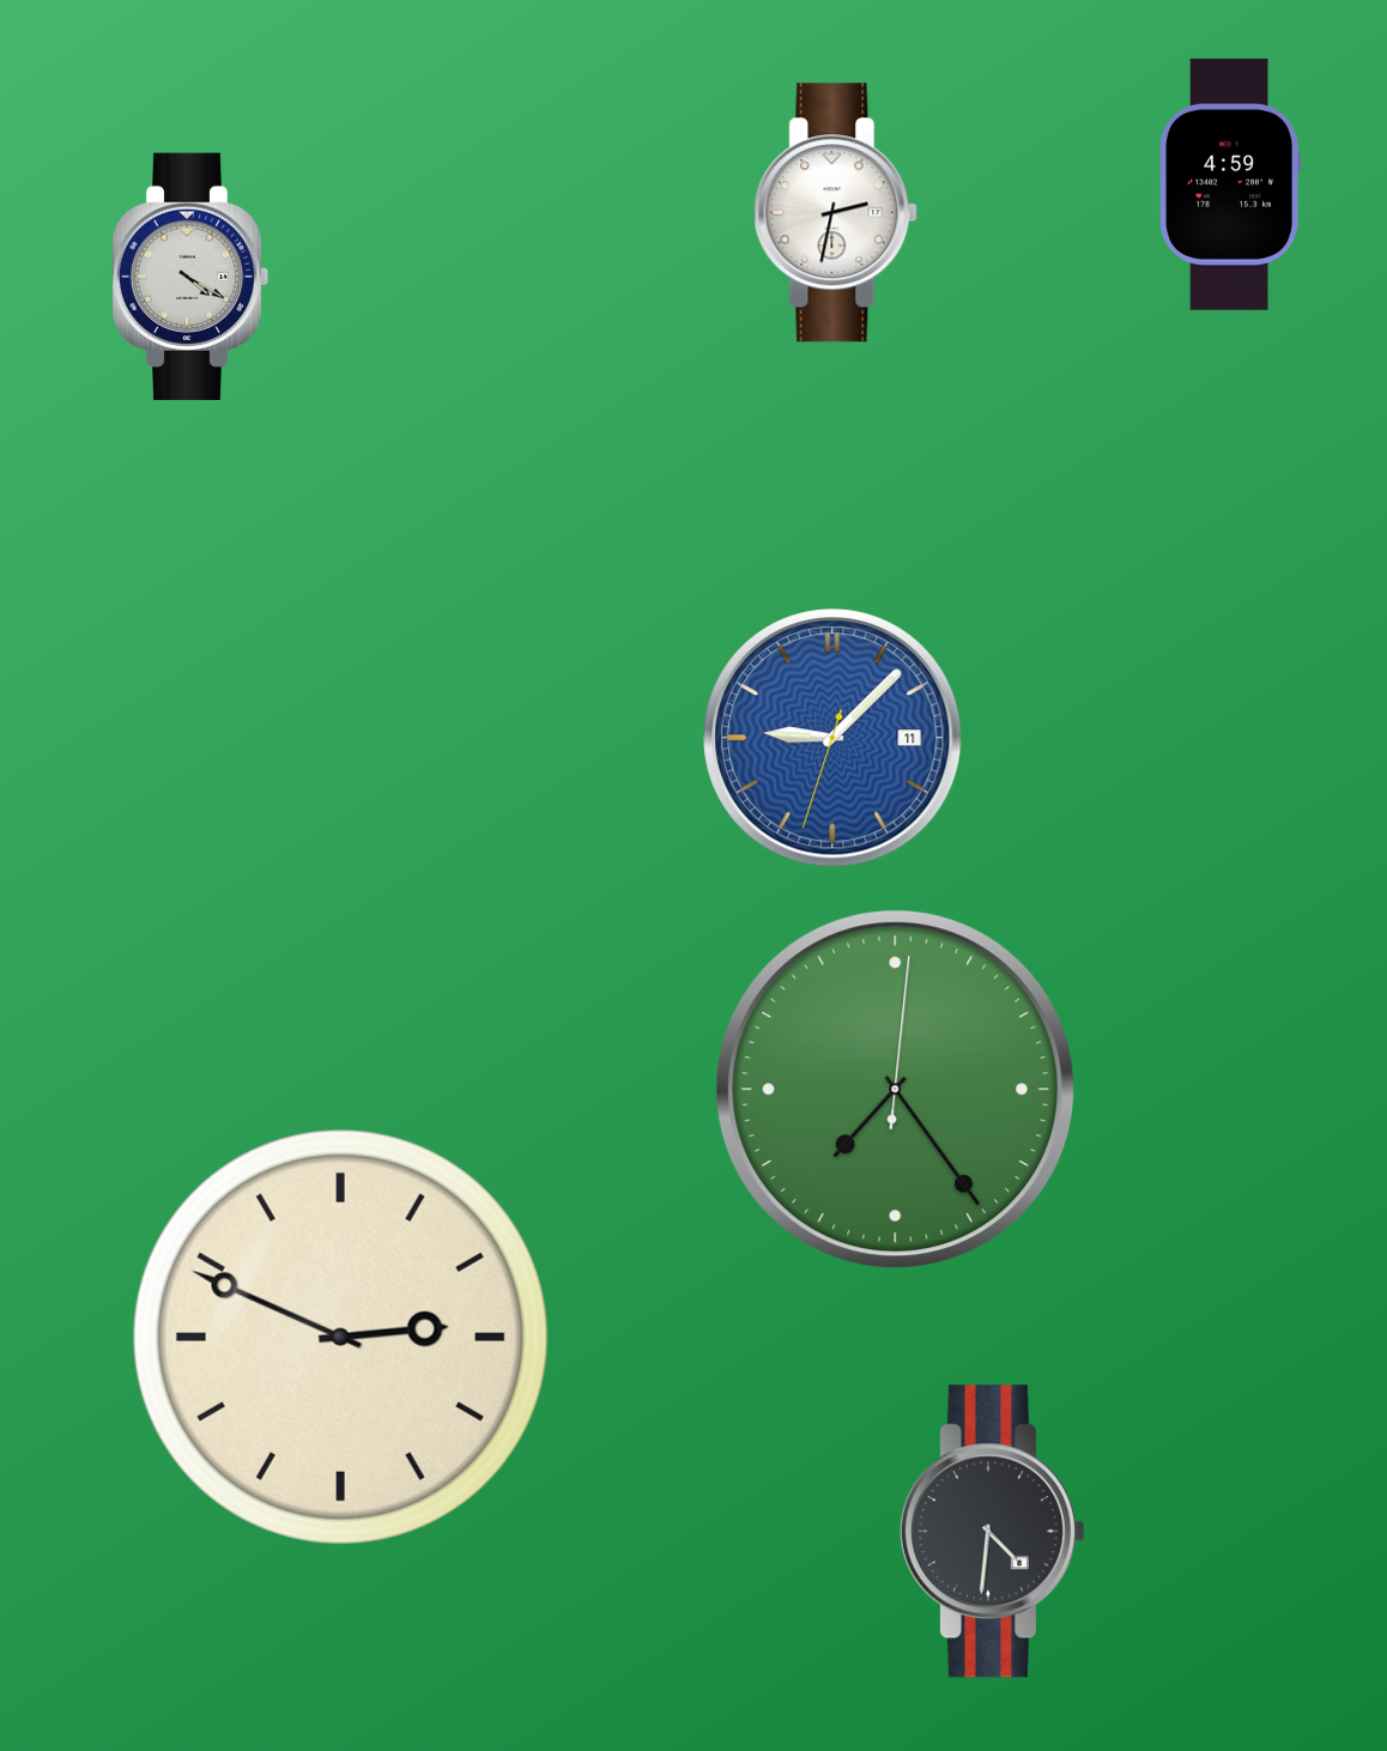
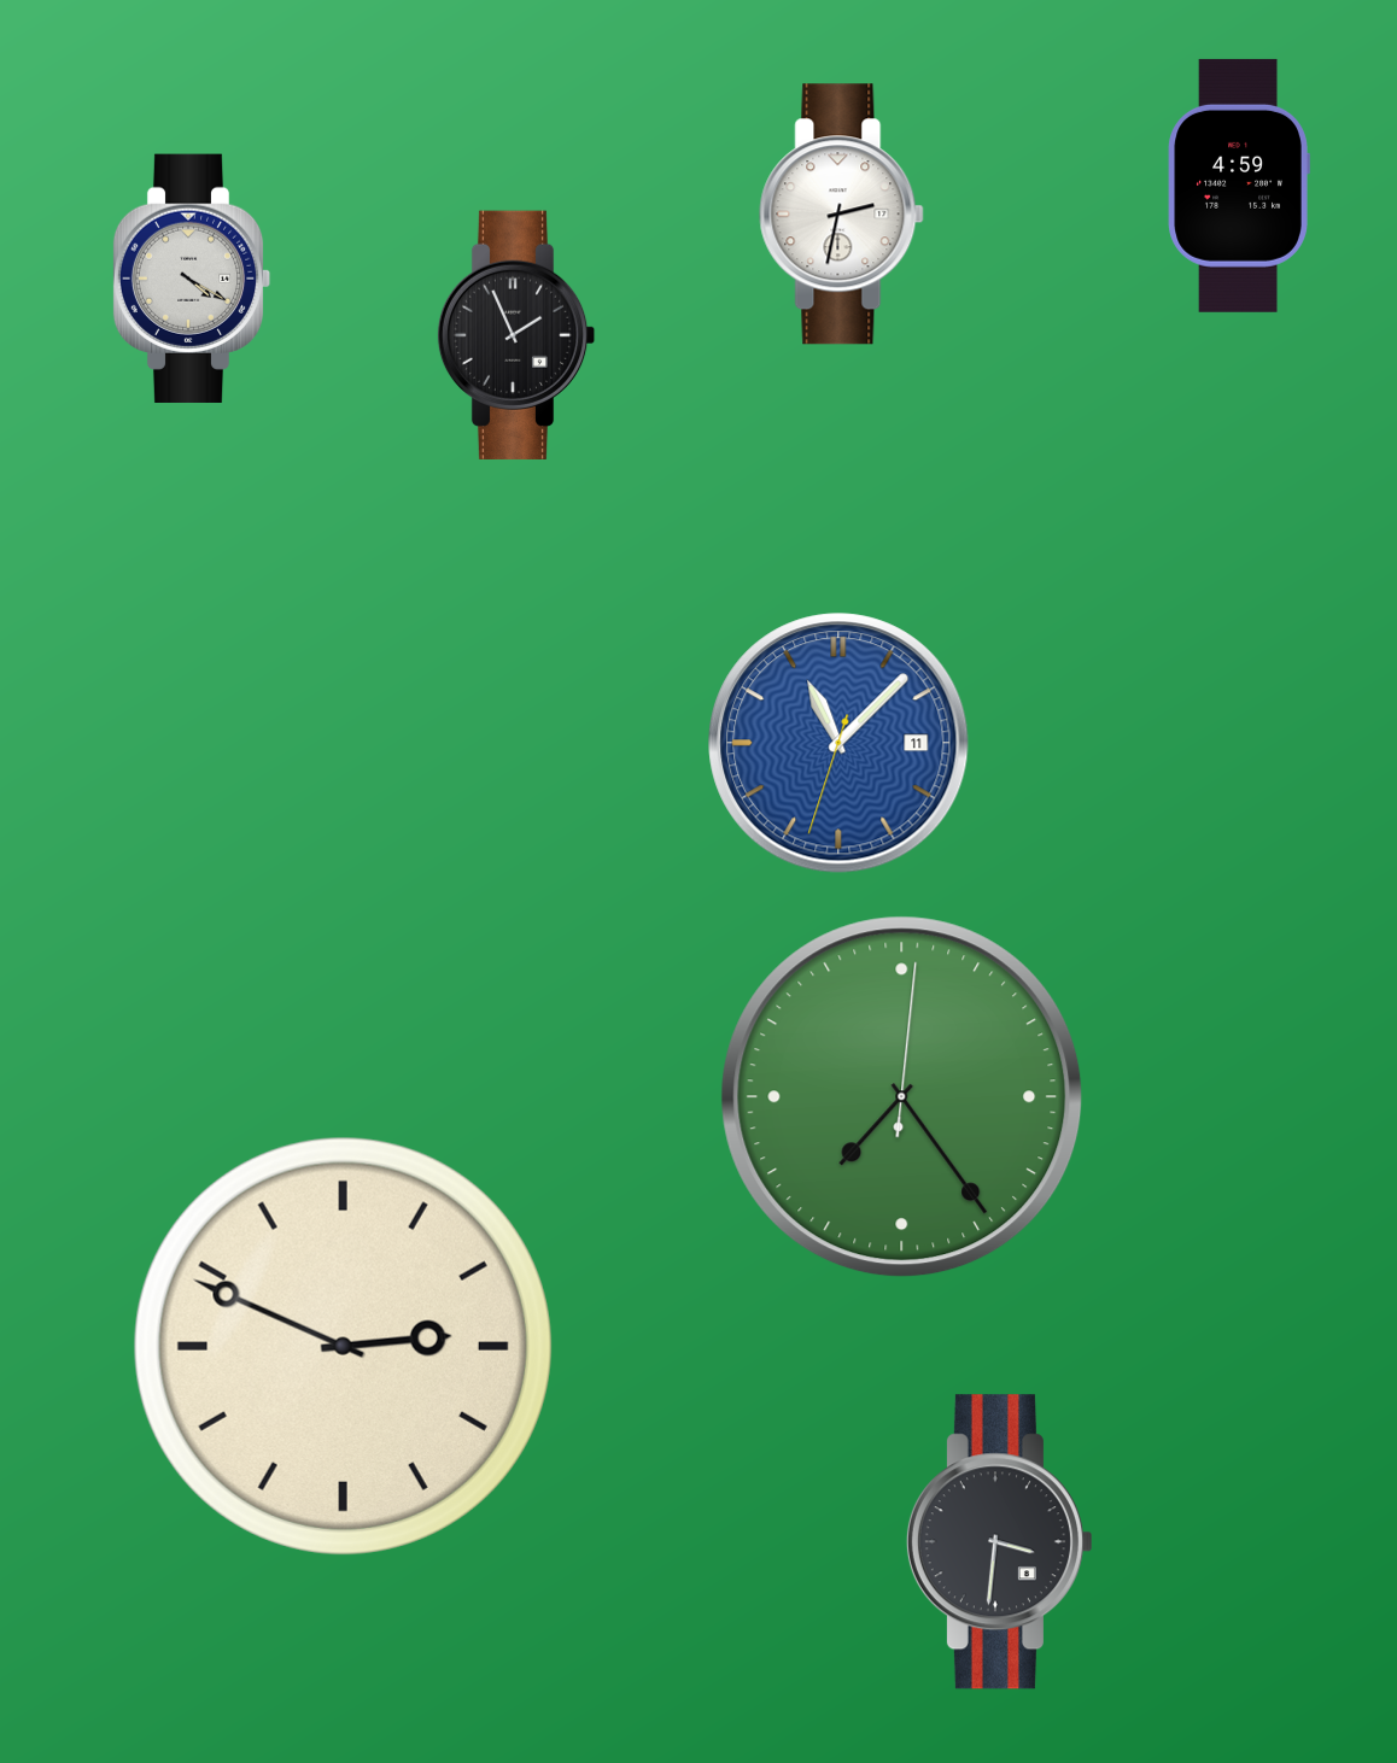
clock at (516, 335): none -> 1:56
clock at (832, 738): 9:07 -> 11:07
clock at (992, 1532): 4:31 -> 3:31
